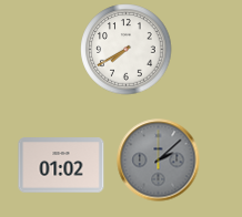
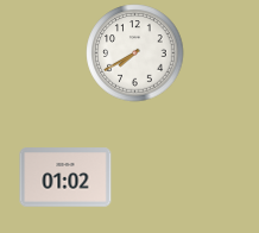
clock at (159, 161): 2:08 -> none
